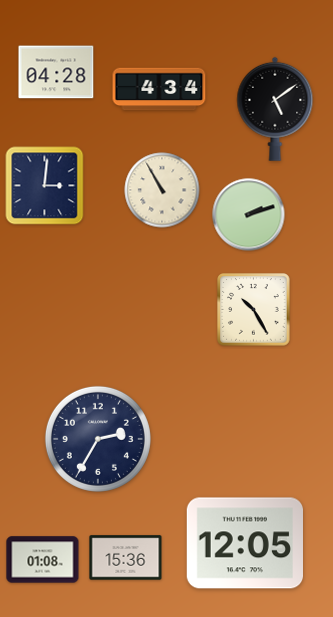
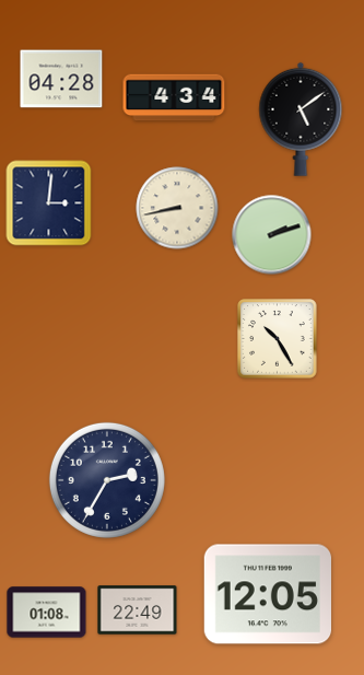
clock at (162, 190): 10:55 -> 8:43
clock at (126, 558): 15:36 -> 22:49
